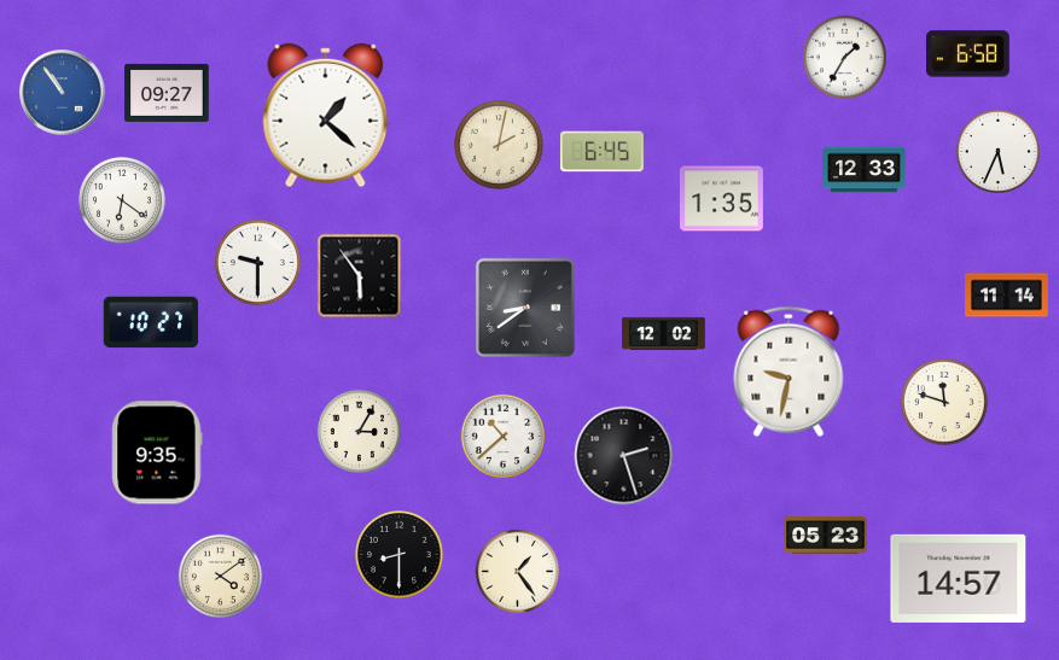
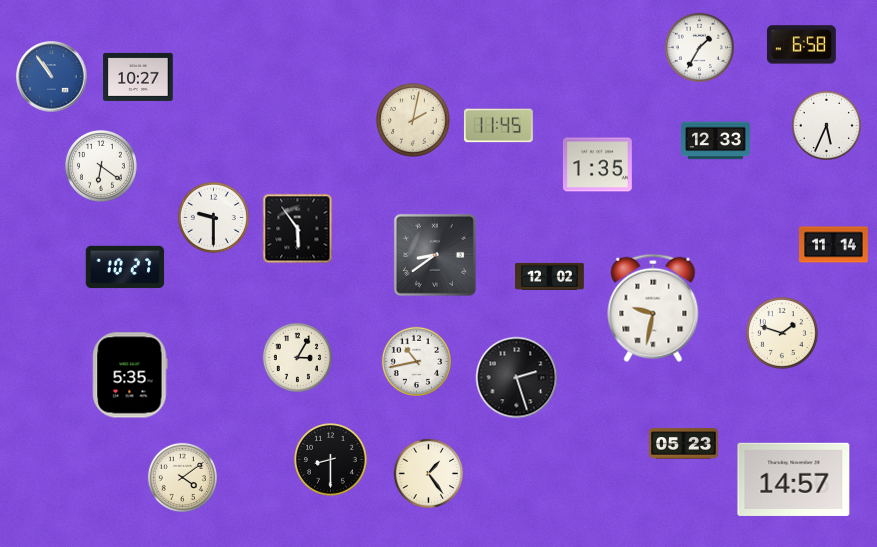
clock at (167, 93): 09:27 -> 10:27
clock at (326, 116): 1:22 -> none
clock at (601, 152): 6:45 -> 11:45
clock at (944, 402): 11:48 -> 1:48
clock at (502, 436): 10:38 -> 10:43
clock at (157, 452): 9:35 -> 5:35
